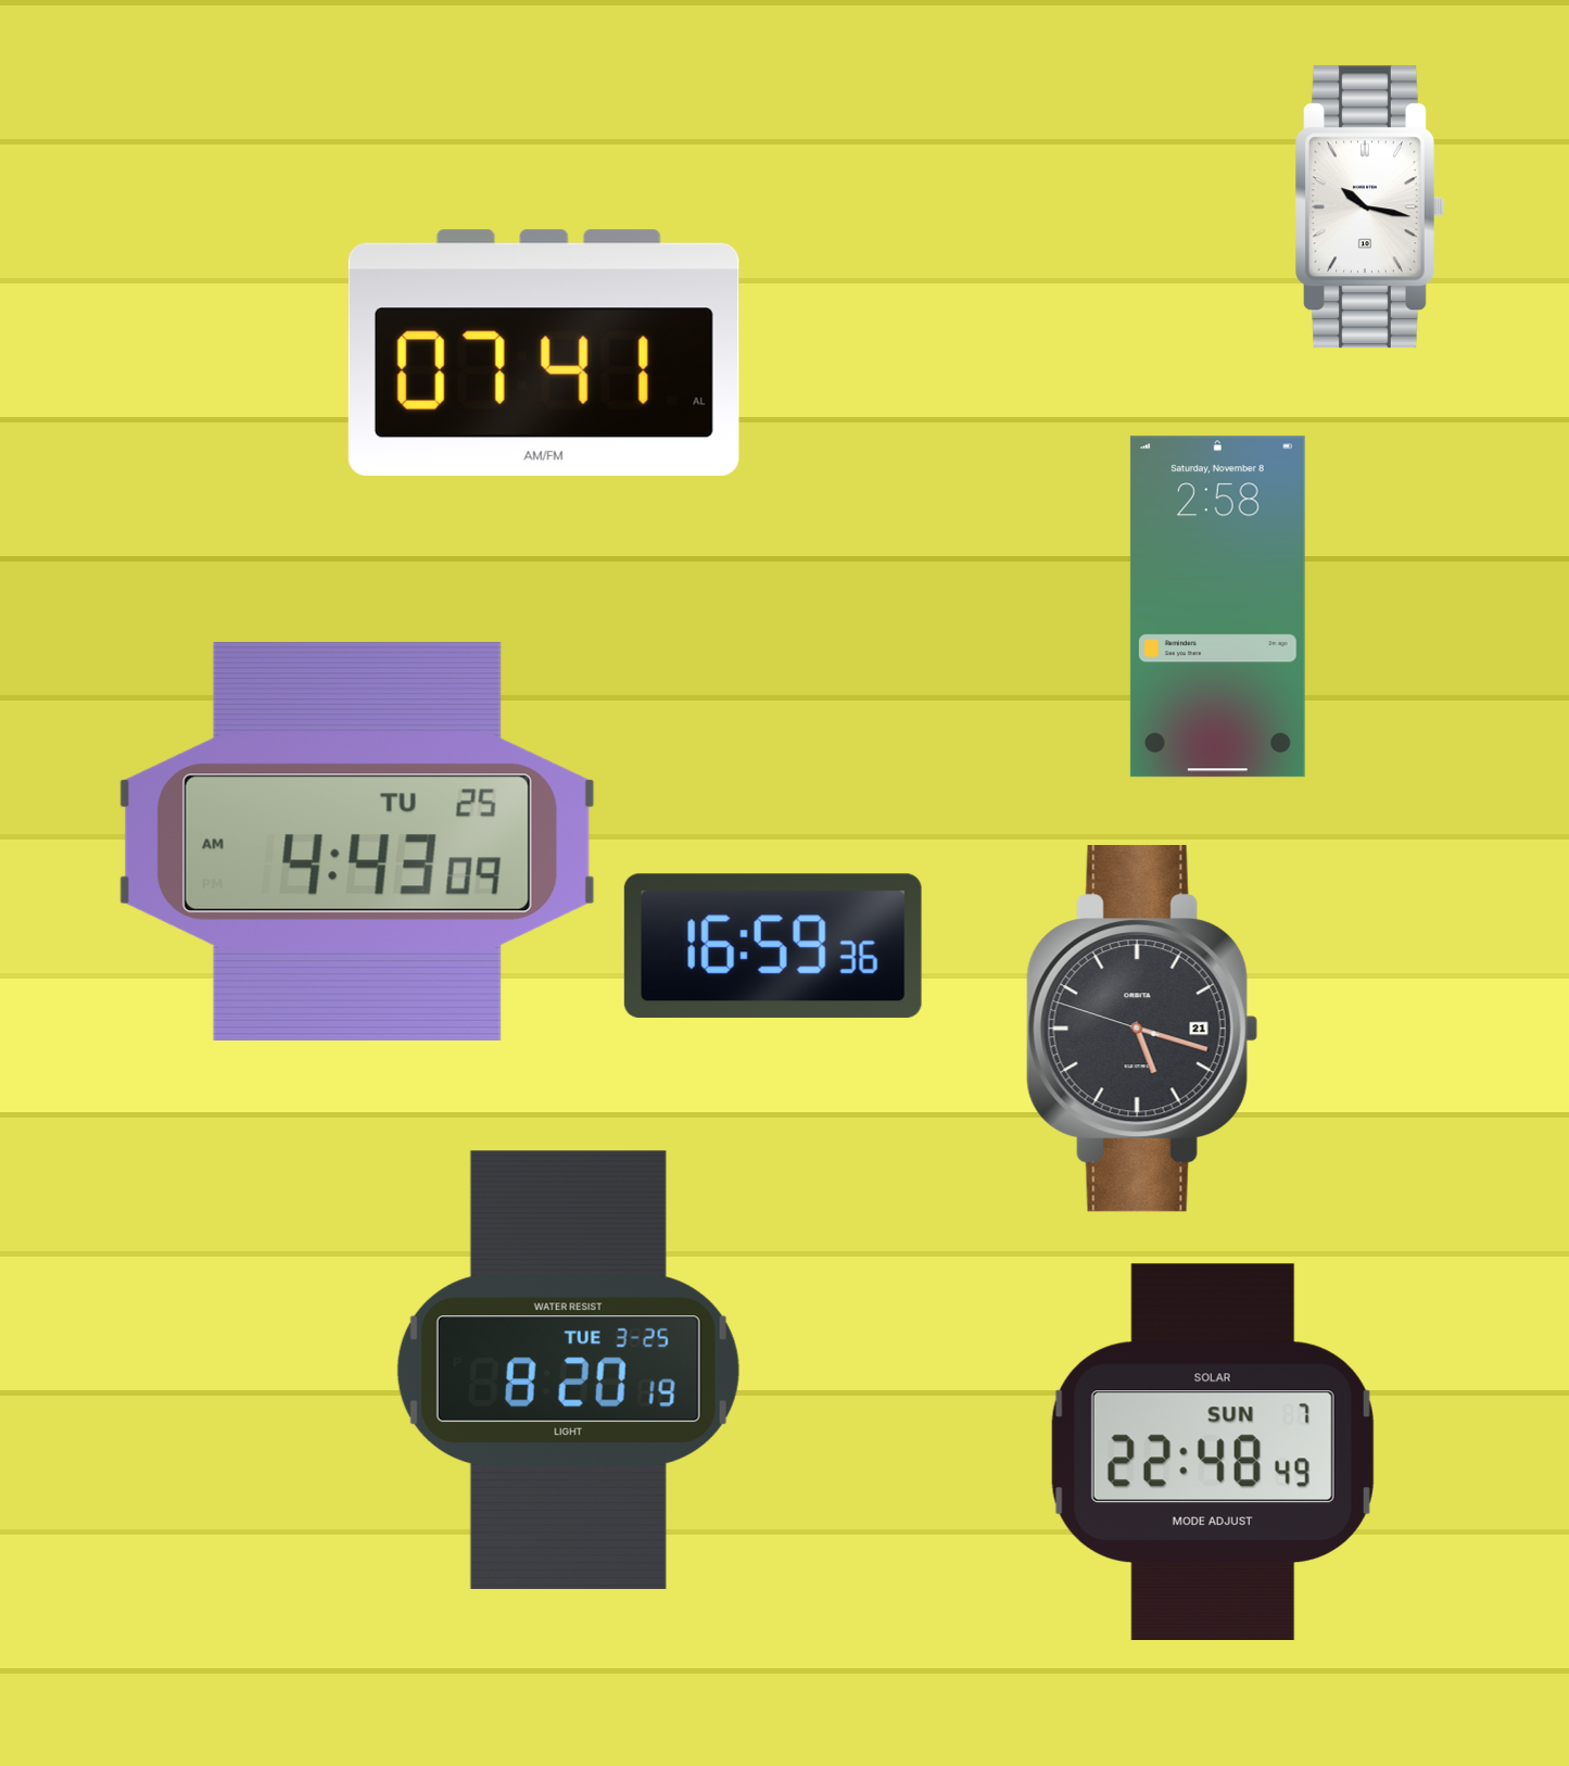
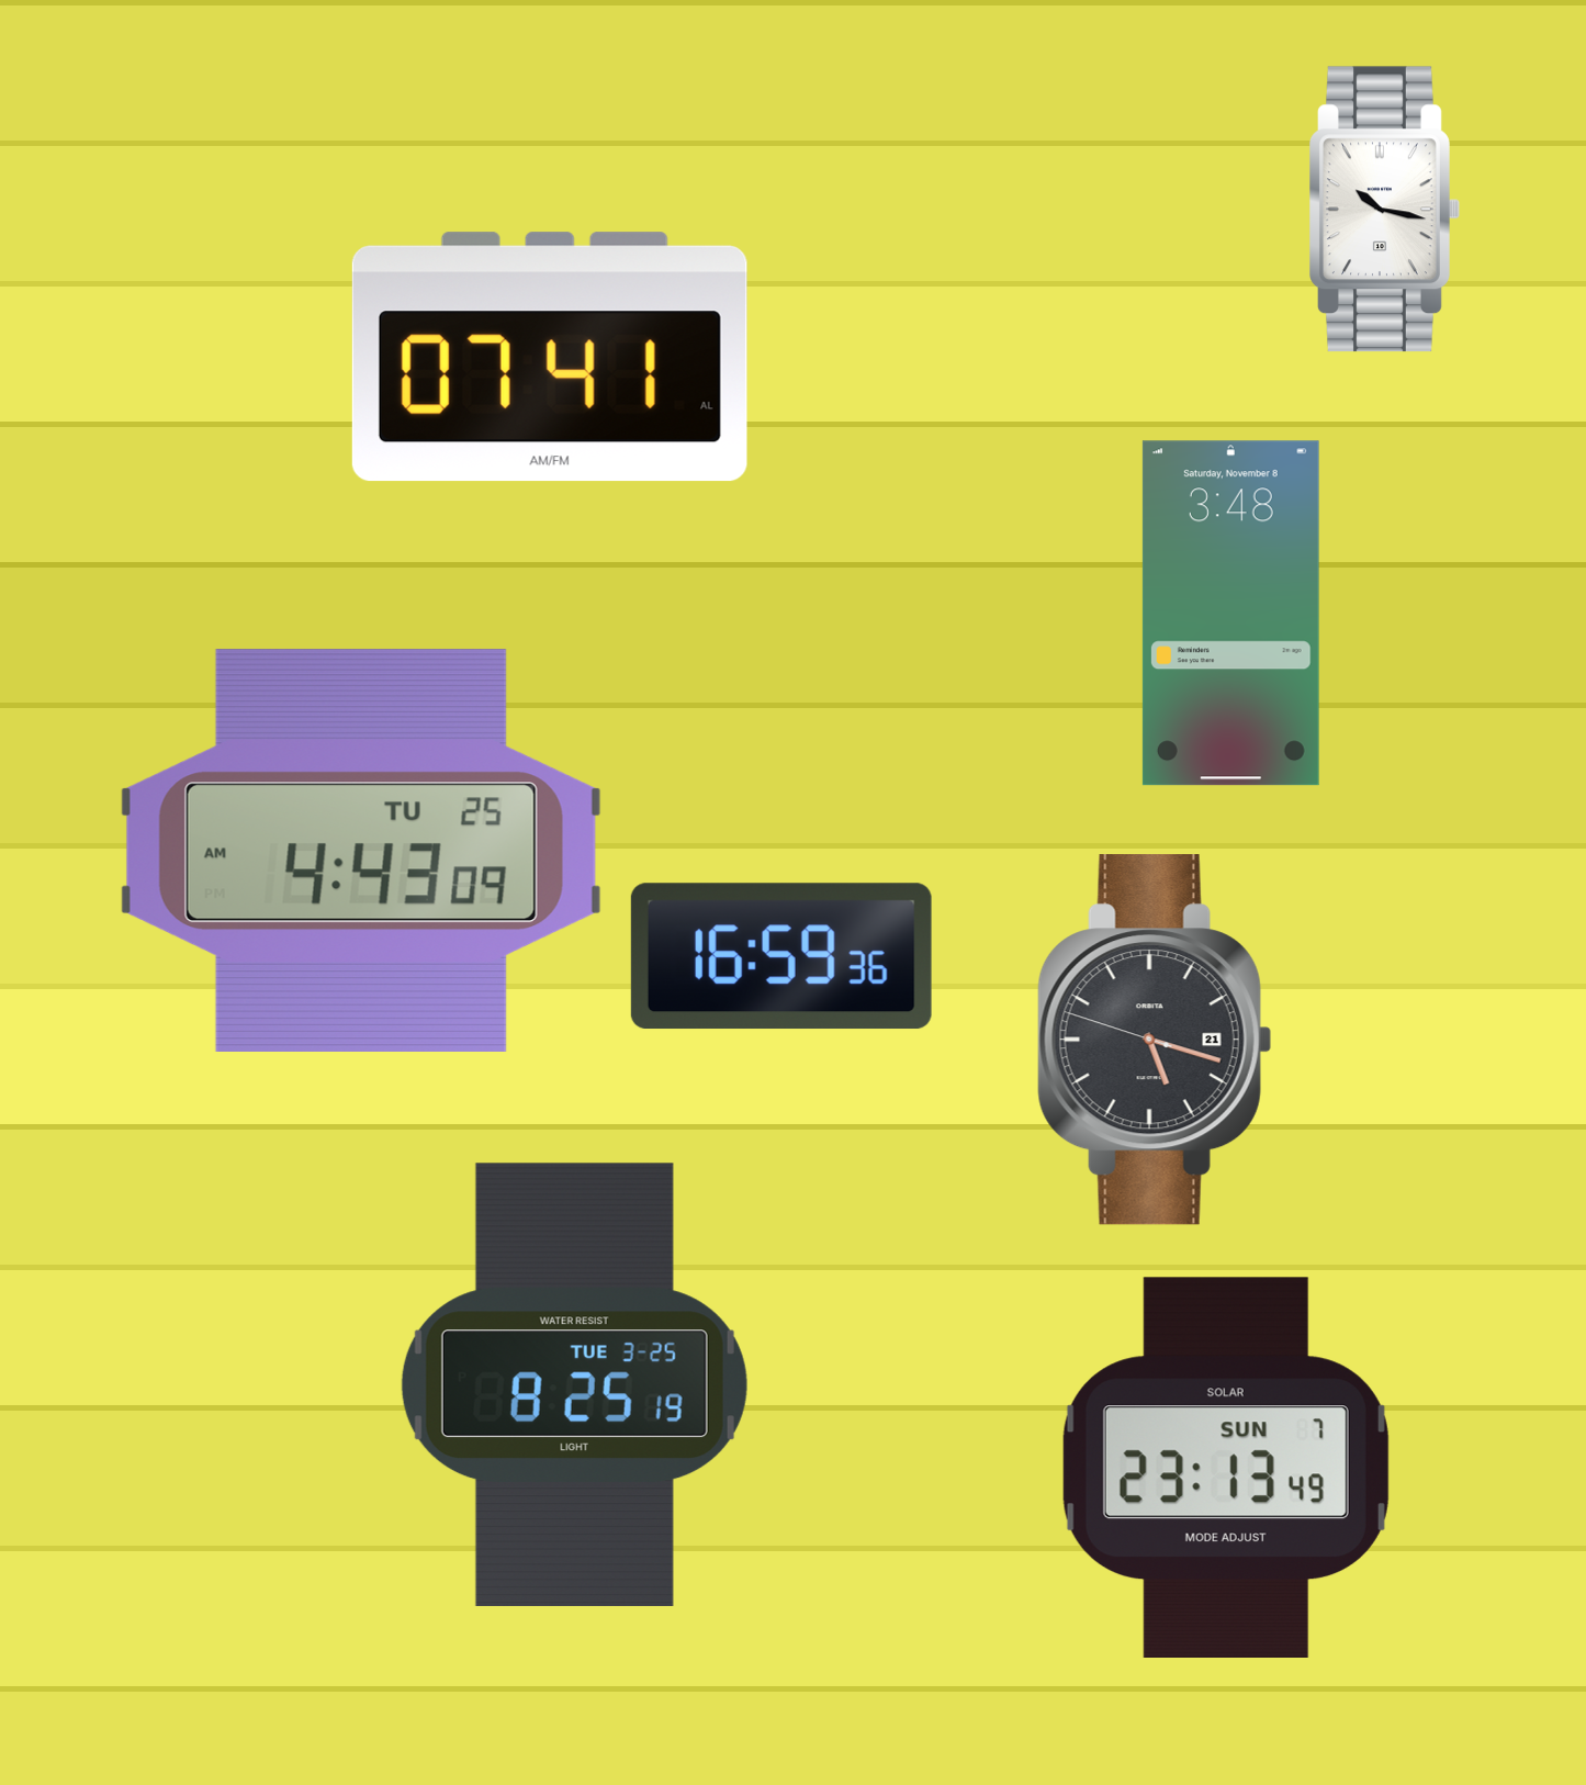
clock at (1217, 607): 2:58 -> 3:48
clock at (568, 1370): 8:20 -> 8:25
clock at (1213, 1451): 22:48 -> 23:13
